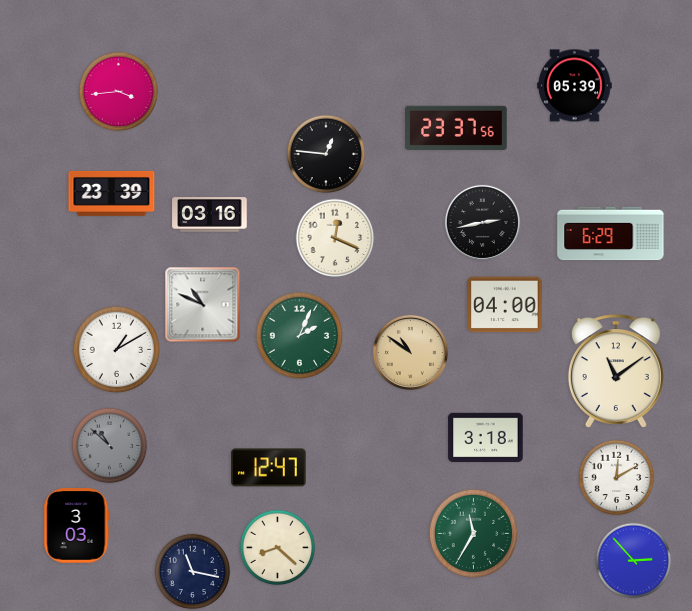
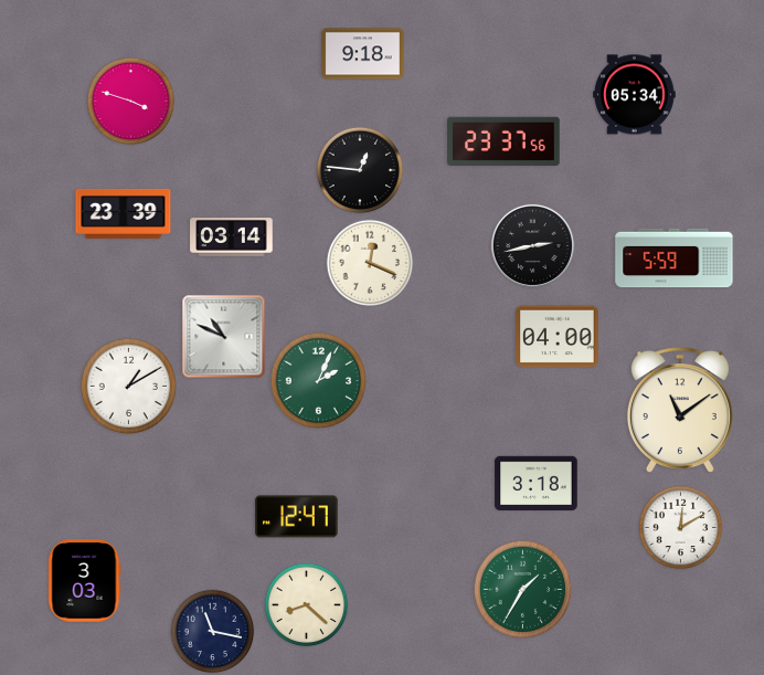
clock at (363, 54): none -> 9:18
clock at (575, 86): 05:39 -> 05:34
clock at (119, 92): 3:44 -> 3:48
clock at (210, 215): 03:16 -> 03:14
clock at (611, 234): 6:29 -> 5:59
clock at (300, 336) position: (300, 336) -> (319, 381)
clock at (410, 352): 10:51 -> none
clock at (110, 446): 10:52 -> none
clock at (473, 533): 11:35 -> 1:35
clock at (634, 561): 2:53 -> none
